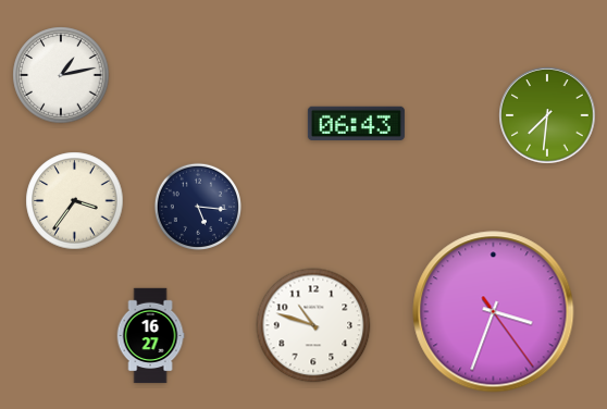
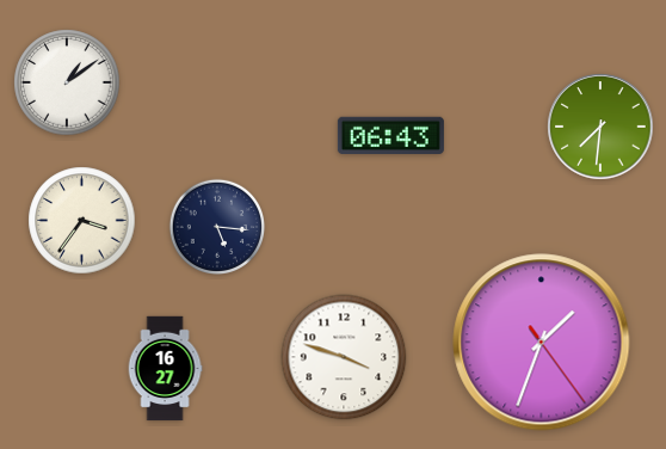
clock at (61, 75): 1:13 -> 1:09
clock at (494, 312): 3:33 -> 1:33
clock at (313, 325): 10:48 -> 3:48
